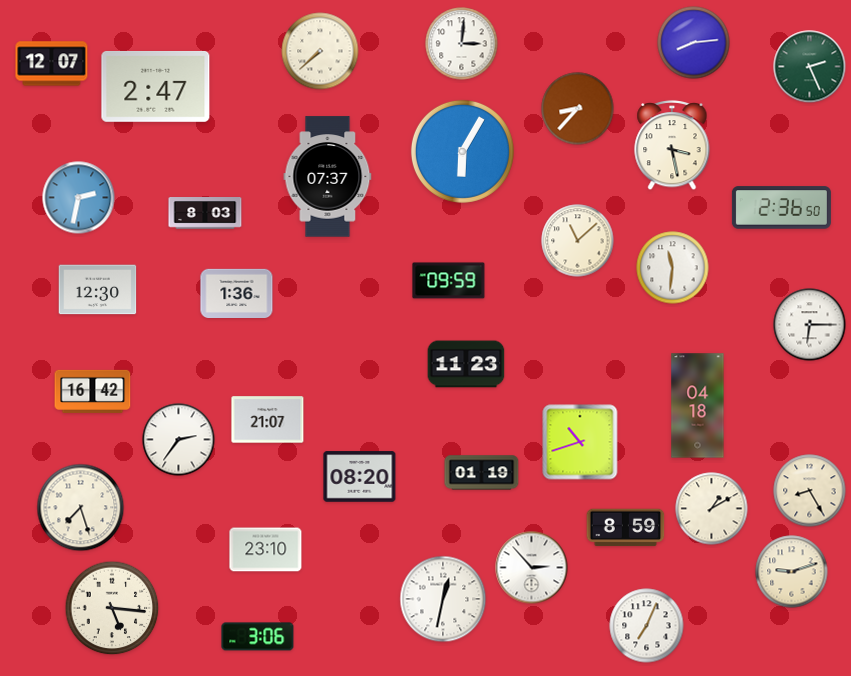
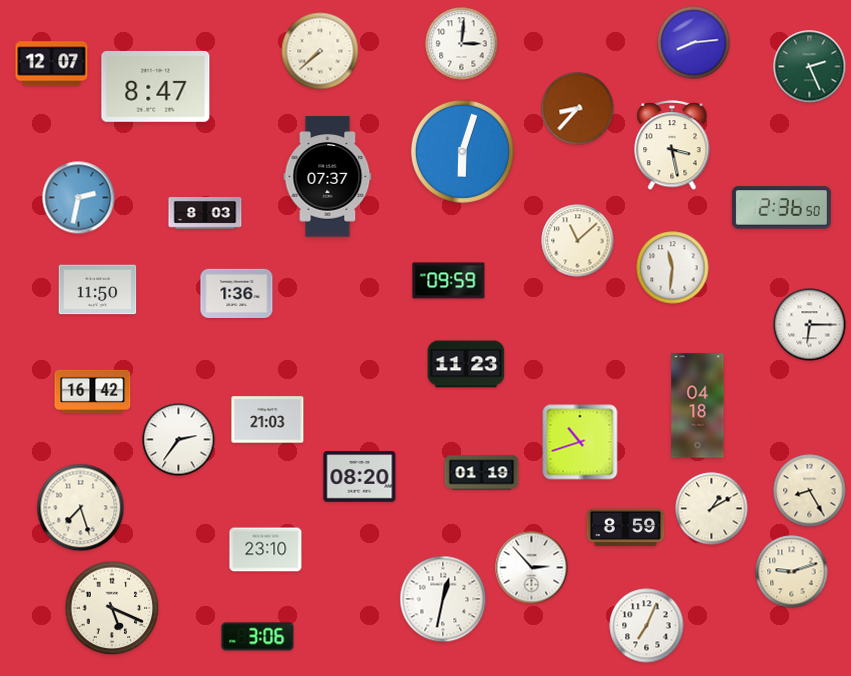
clock at (156, 86): 2:47 -> 8:47
clock at (462, 151): 6:05 -> 6:03
clock at (98, 290): 12:30 -> 11:50
clock at (268, 420): 21:07 -> 21:03
clock at (112, 608): 5:16 -> 5:19
